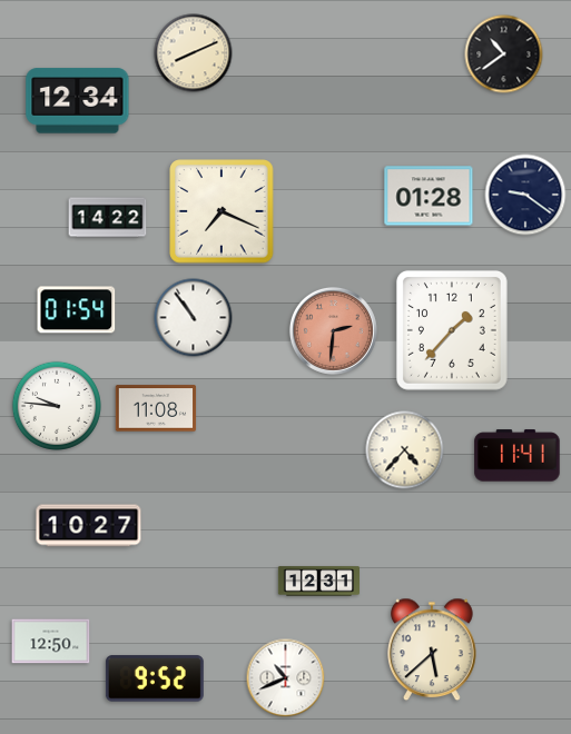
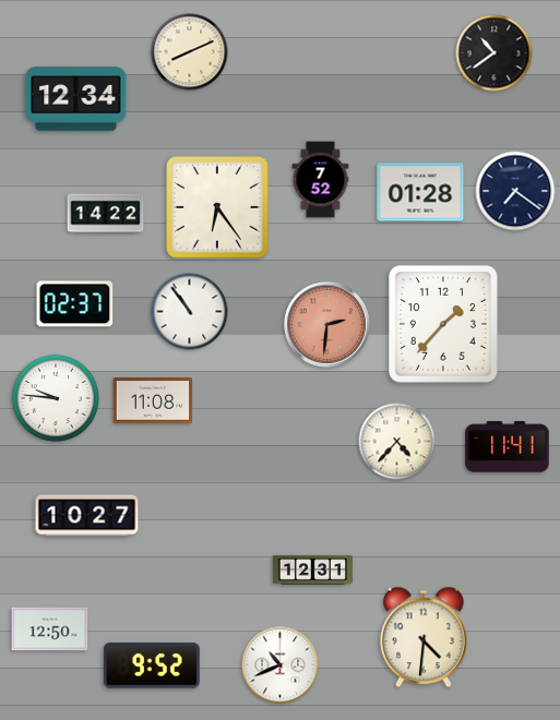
clock at (321, 180): none -> 7:52
clock at (525, 195): 9:21 -> 7:21
clock at (221, 211): 7:19 -> 6:24
clock at (77, 310): 01:54 -> 02:37
clock at (433, 649): 5:38 -> 4:31
